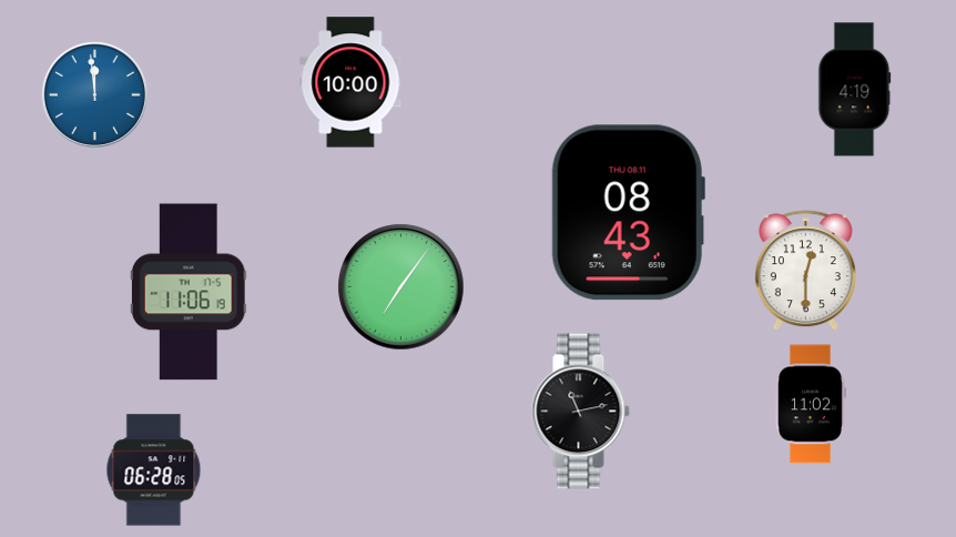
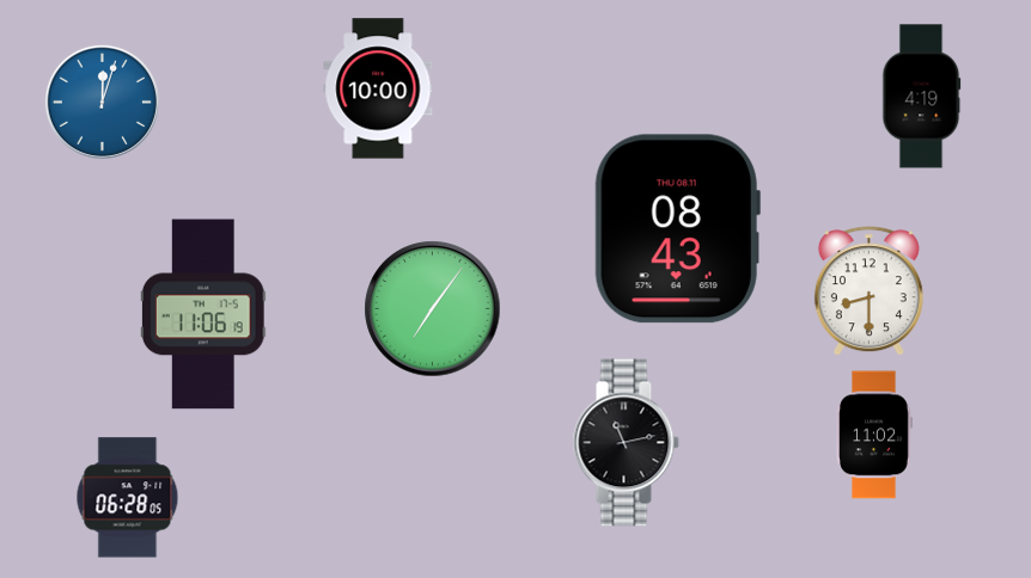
clock at (94, 94): 11:59 -> 12:03
clock at (805, 271): 12:30 -> 8:30
clock at (154, 470) position: (154, 470) -> (128, 498)
